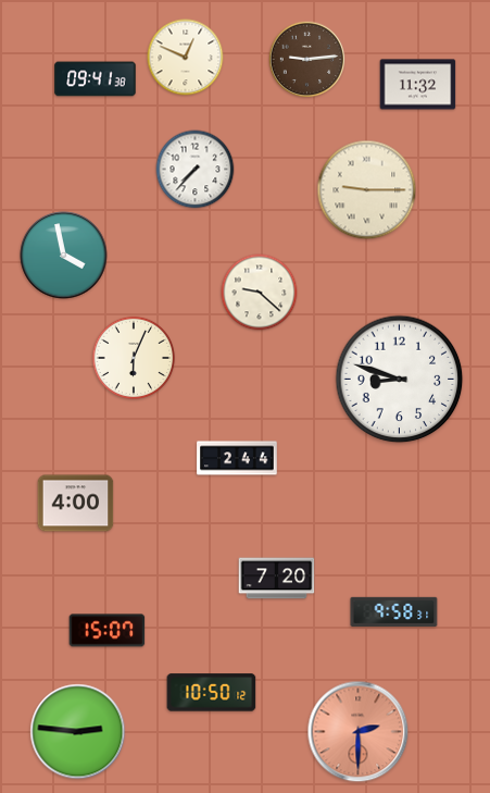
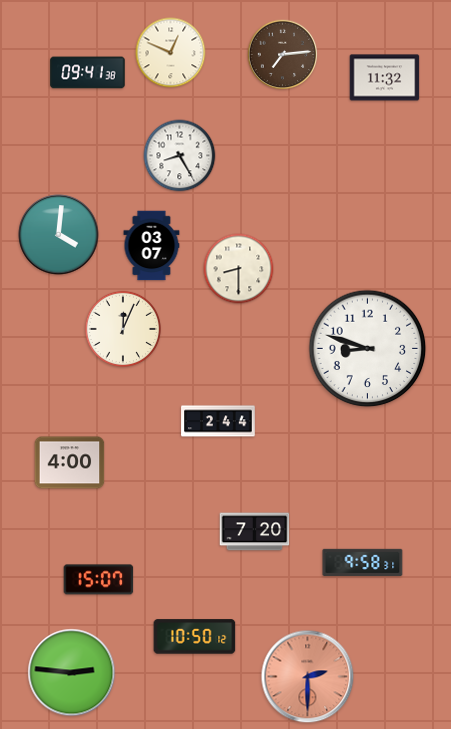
clock at (307, 60): 9:14 -> 7:14
clock at (196, 170): 7:37 -> 8:25
clock at (367, 190): 9:15 -> none
clock at (64, 256): 3:58 -> 4:01
clock at (152, 246): none -> 03:07
clock at (260, 293): 9:22 -> 8:30
clock at (133, 357): 6:04 -> 12:04
clock at (359, 732) position: (359, 732) -> (308, 677)
